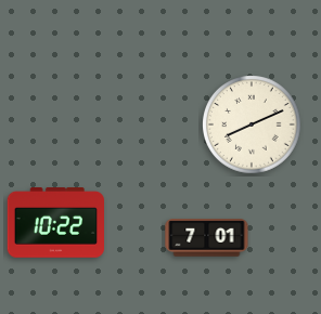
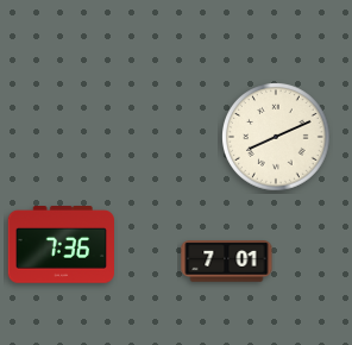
clock at (56, 223): 10:22 -> 7:36
